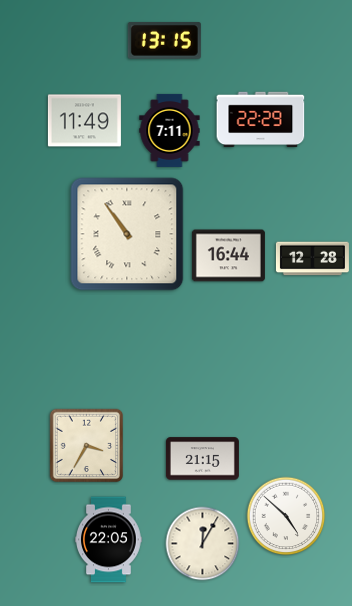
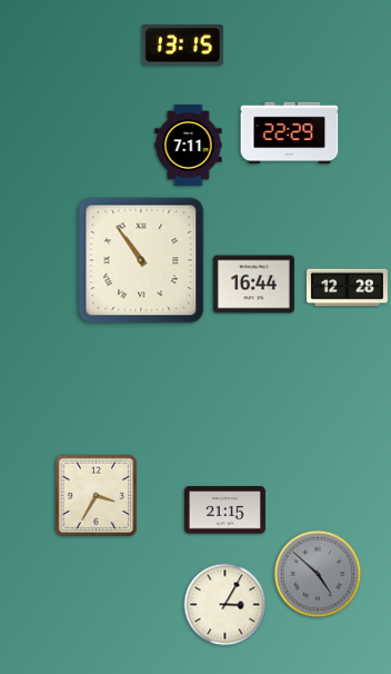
clock at (84, 121): 11:49 -> none
clock at (286, 516) dial: white -> grey
clock at (109, 540): 22:05 -> none
clock at (203, 544): 12:05 -> 3:05
